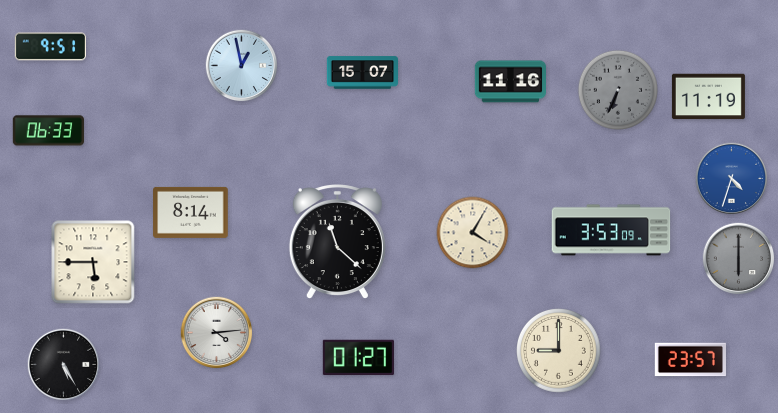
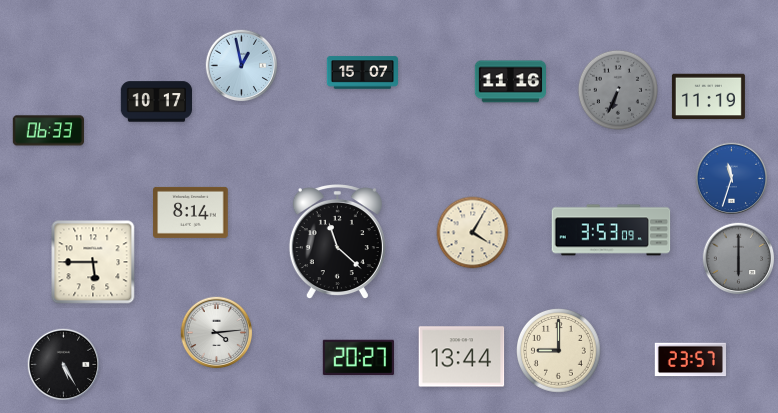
clock at (50, 47): 9:51 -> none
clock at (156, 102): none -> 10:17
clock at (732, 179): 4:33 -> 11:33
clock at (462, 357): none -> 13:44
clock at (358, 358): 01:27 -> 20:27
